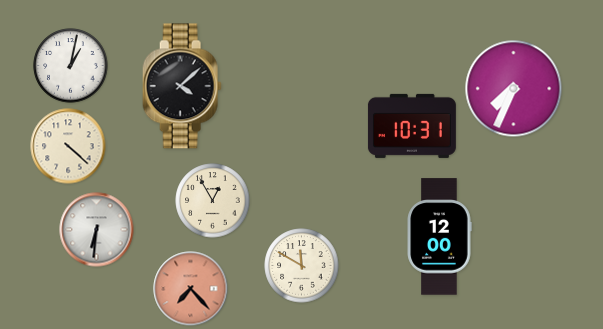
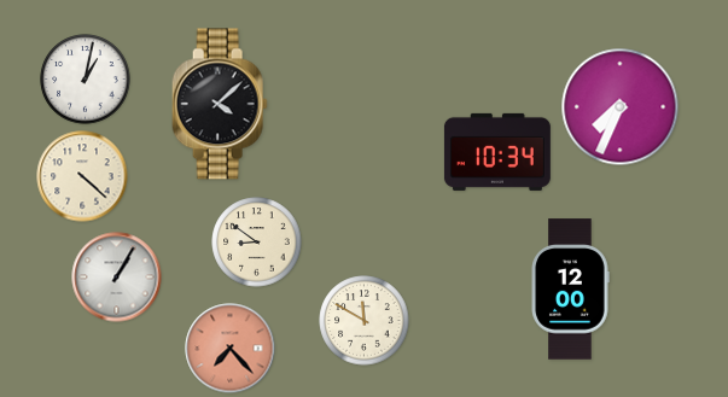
clock at (412, 126): 10:31 -> 10:34
clock at (213, 201): 12:55 -> 8:51
clock at (97, 230): 6:31 -> 1:05
clock at (439, 237) position: (439, 237) -> (570, 290)
